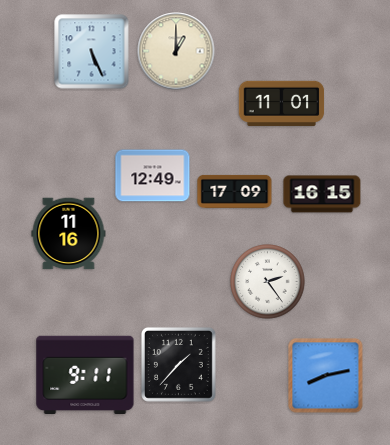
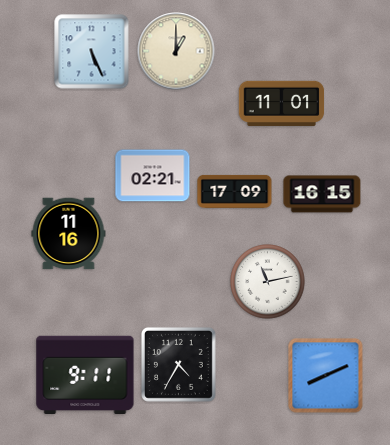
clock at (153, 176): 12:49 -> 02:21
clock at (268, 282): 2:24 -> 11:13
clock at (178, 364): 1:37 -> 4:35
clock at (326, 376): 8:13 -> 8:11
